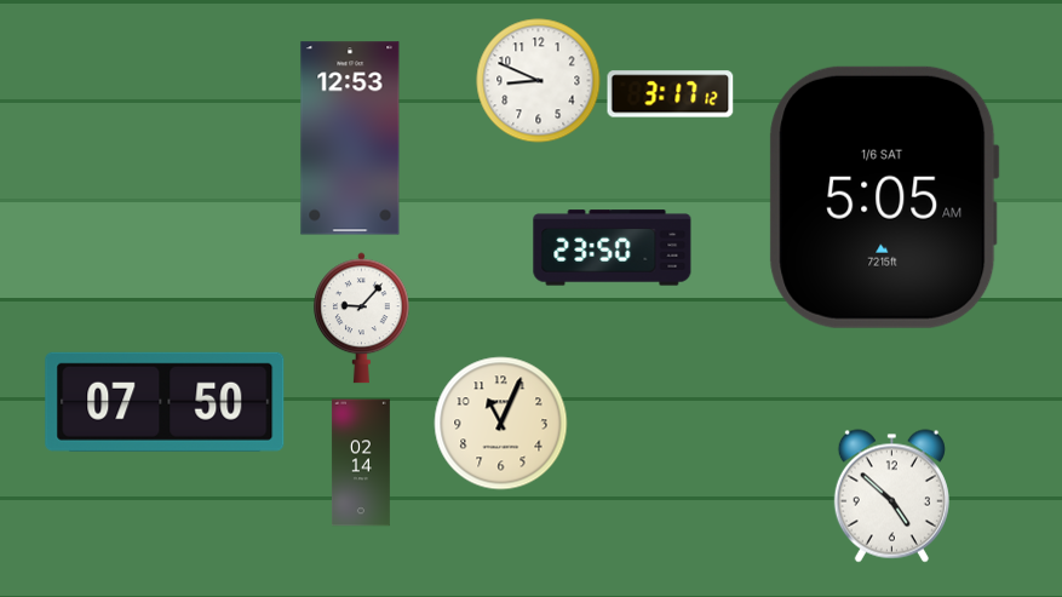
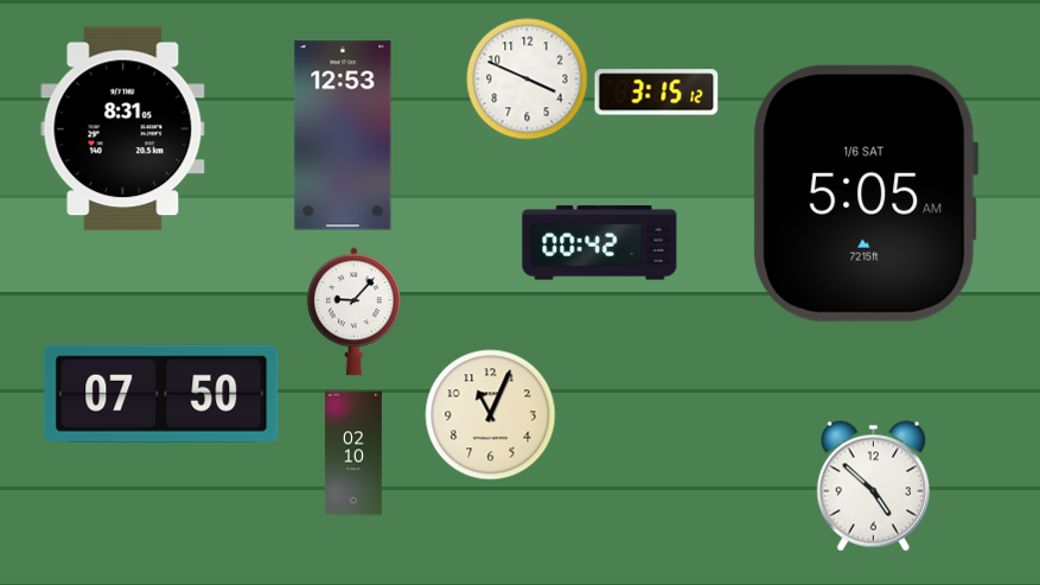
clock at (539, 81): 8:49 -> 3:49
clock at (671, 94): 3:17 -> 3:15
clock at (123, 129): none -> 8:31
clock at (613, 248): 23:50 -> 00:42
clock at (361, 463): 02:14 -> 02:10
